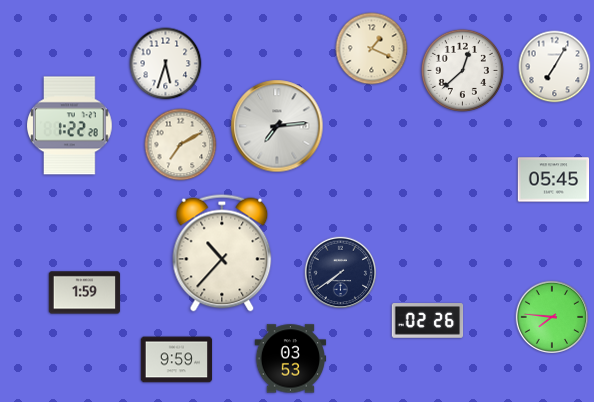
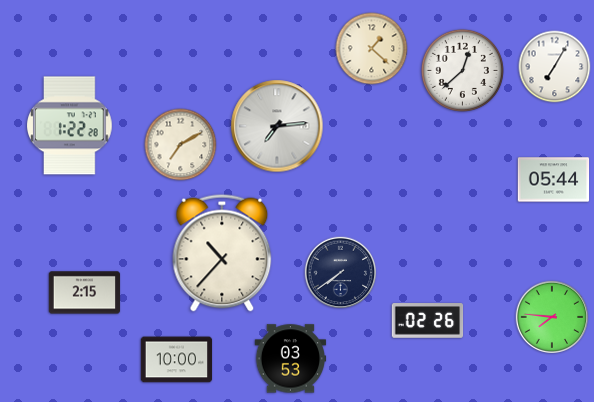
clock at (372, 49): 1:19 -> 1:22
clock at (166, 64): 5:33 -> none
clock at (554, 180): 05:45 -> 05:44
clock at (85, 293): 1:59 -> 2:15
clock at (177, 360): 9:59 -> 10:00
